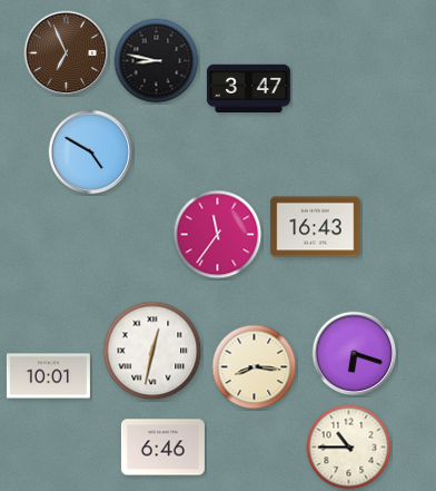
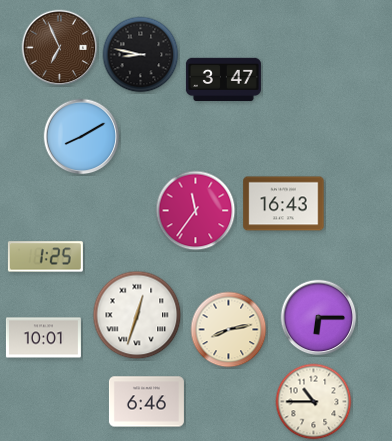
clock at (91, 153): 4:50 -> 8:10
clock at (45, 257): none -> 1:25
clock at (152, 351): 12:32 -> 12:33
clock at (355, 354): 6:18 -> 6:15
clock at (255, 367): 8:16 -> 8:13
